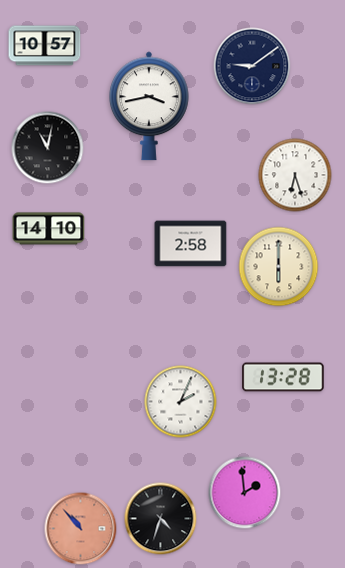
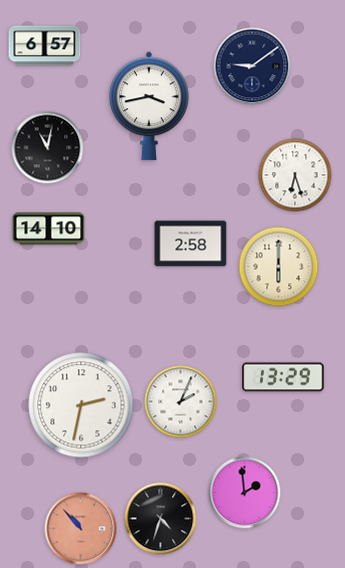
clock at (45, 46): 10:57 -> 6:57
clock at (283, 377): 13:28 -> 13:29
clock at (81, 405): none -> 2:32
